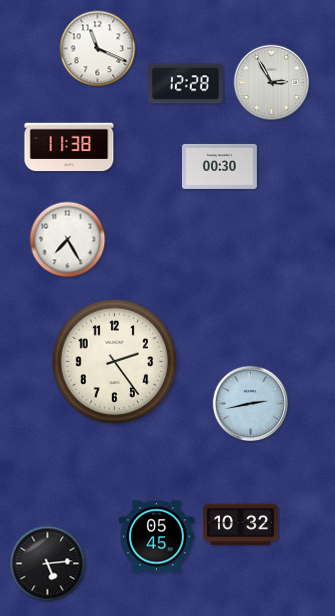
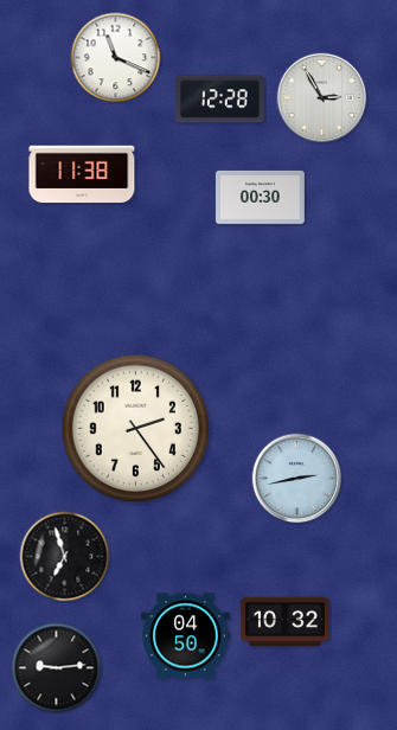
clock at (68, 240): 7:25 -> none
clock at (65, 557): none -> 6:57
clock at (156, 537): 05:45 -> 04:50
clock at (48, 564): 5:14 -> 9:14
